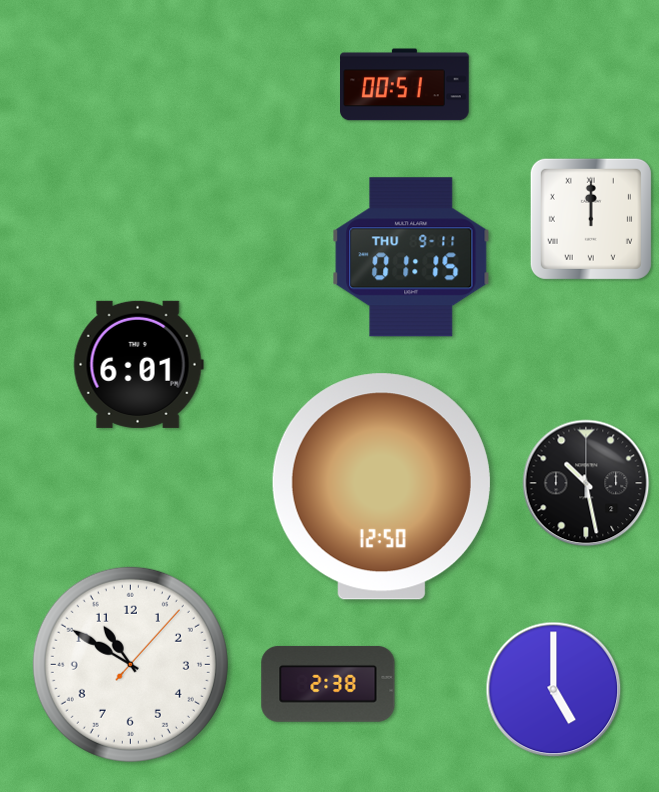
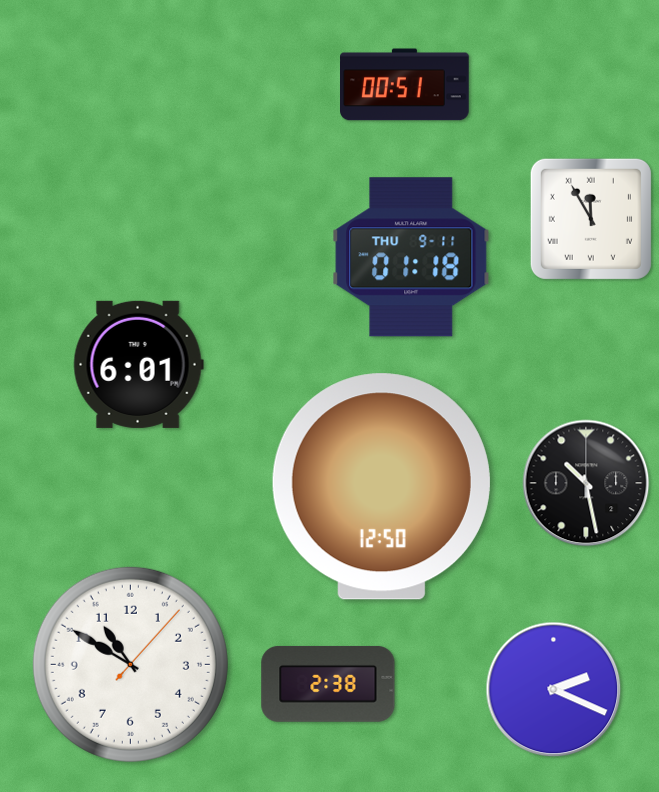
clock at (591, 219): 12:00 -> 11:55
clock at (411, 257): 01:15 -> 01:18
clock at (554, 690): 5:00 -> 2:19
